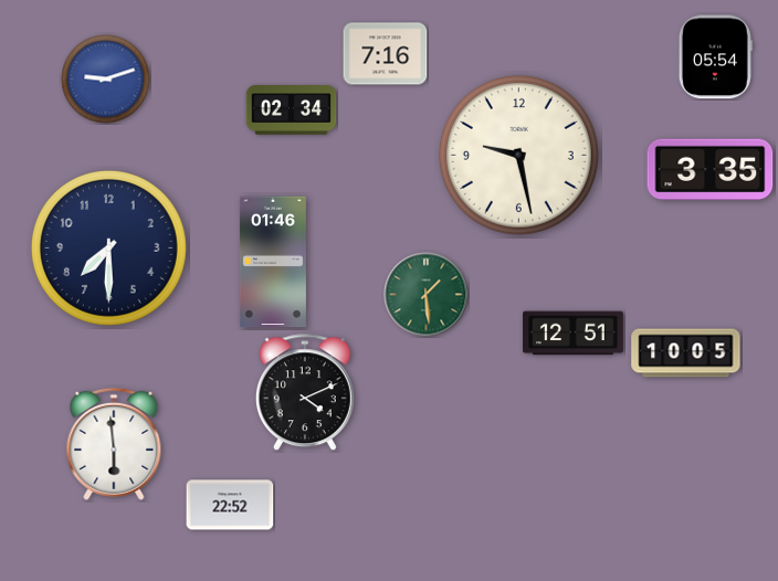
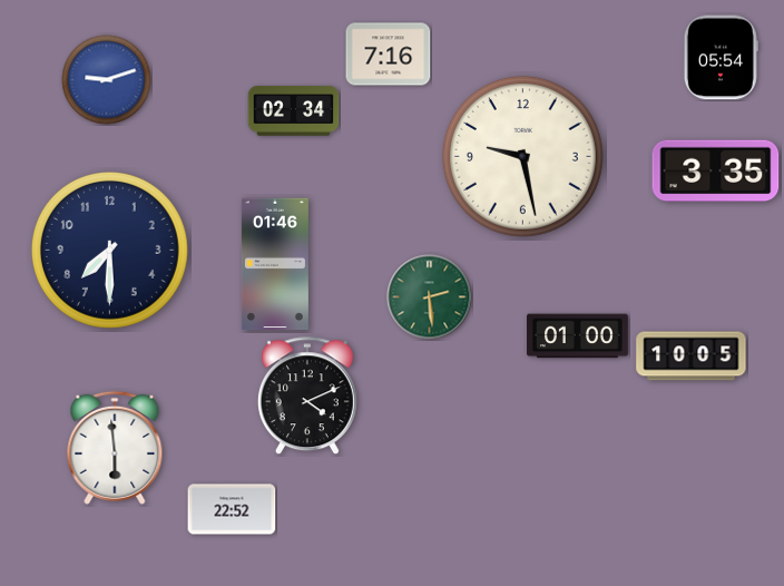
clock at (427, 295): 1:29 -> 2:29
clock at (574, 334): 12:51 -> 01:00
